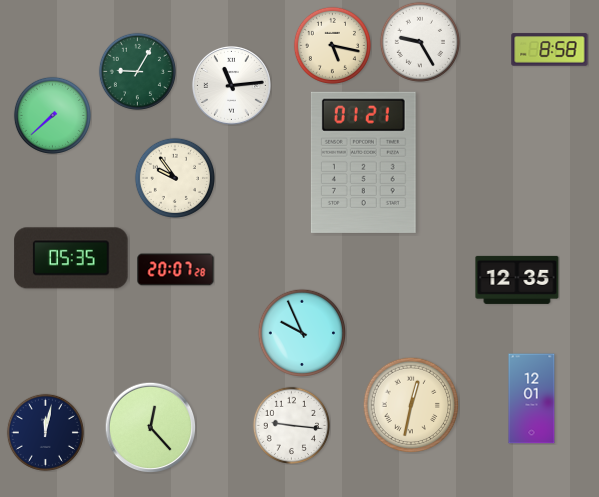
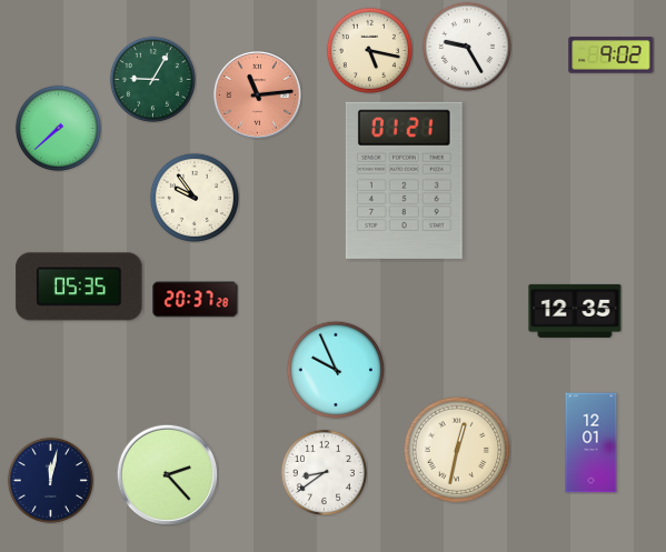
clock at (550, 50): 8:58 -> 9:02
clock at (231, 85) dial: white -> salmon
clock at (176, 270): 20:07 -> 20:37
clock at (291, 425): 9:16 -> 8:39
clock at (150, 427): 12:23 -> 2:23
